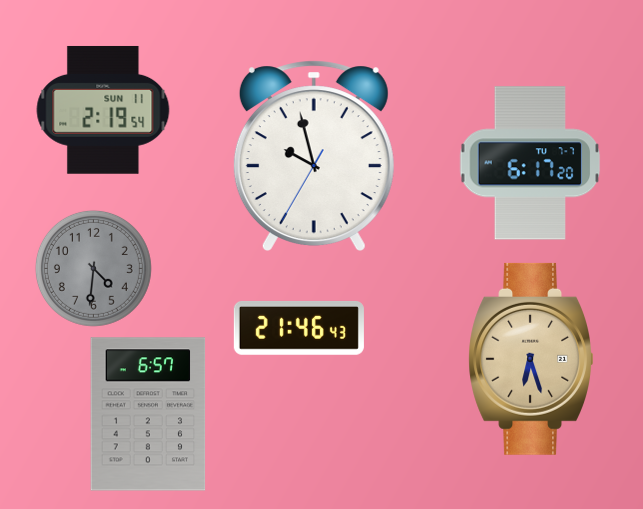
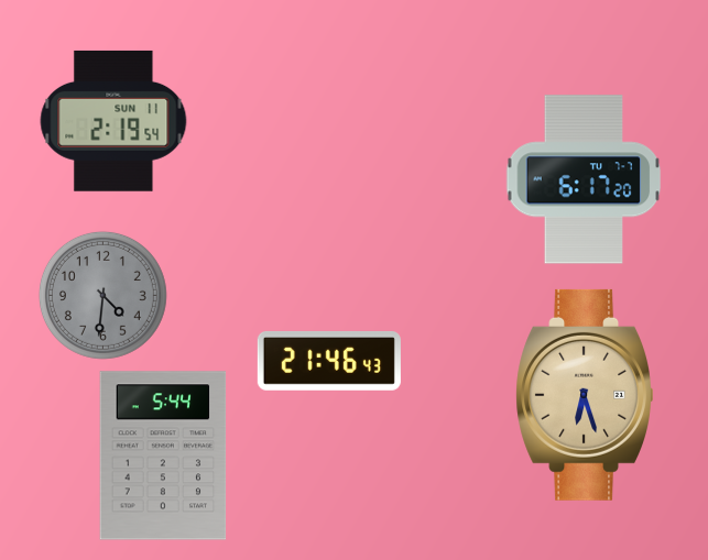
clock at (314, 156): 9:57 -> none
clock at (148, 414): 6:57 -> 5:44
